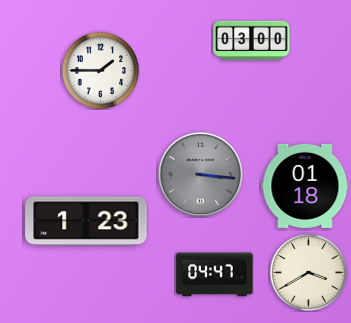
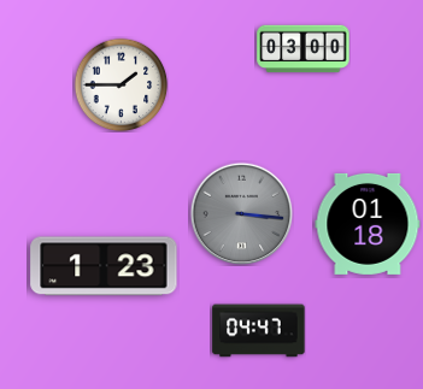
clock at (200, 174) position: (200, 174) -> (241, 213)
clock at (308, 272): 3:40 -> none
